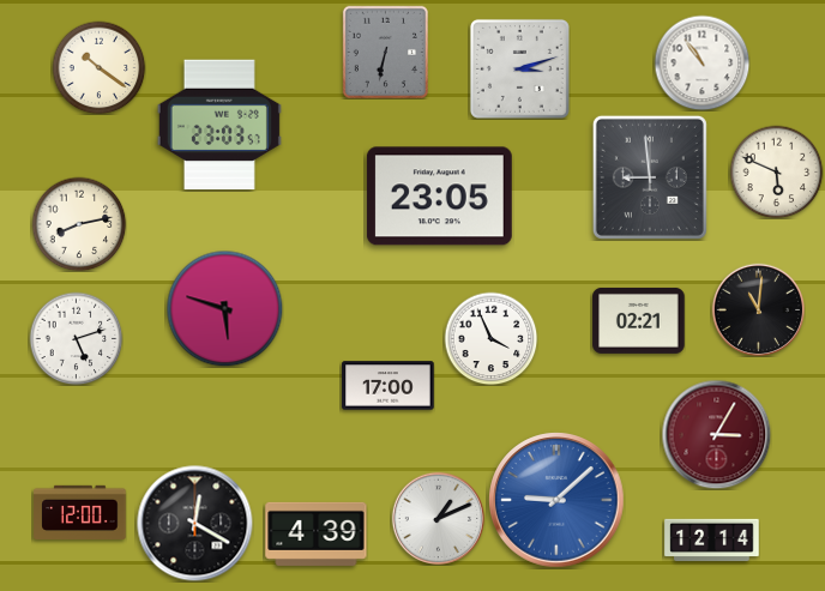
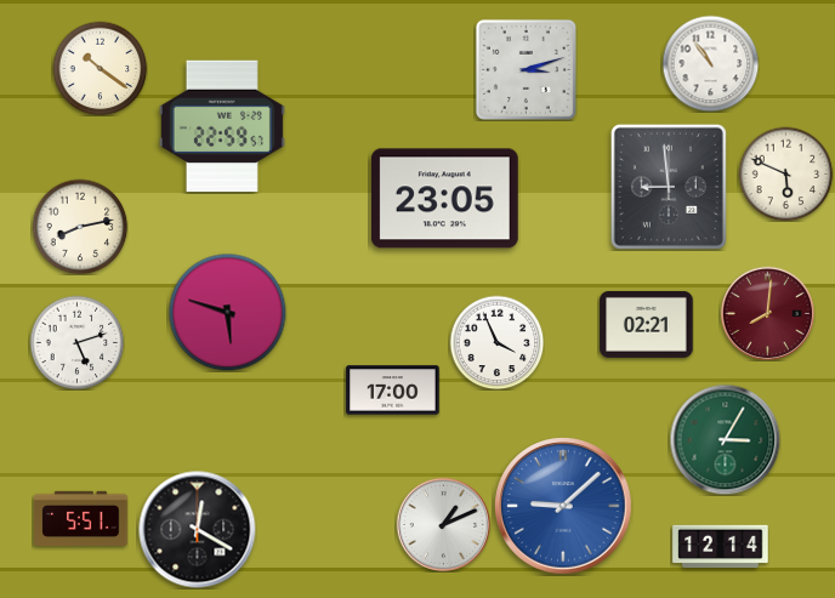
clock at (385, 52): 6:32 -> none
clock at (219, 125): 23:03 -> 22:59
clock at (650, 177) position: (650, 177) -> (669, 187)
clock at (758, 309): 11:01 -> 8:01
clock at (758, 309) dial: black -> burgundy
clock at (716, 434) dial: burgundy -> green
clock at (80, 512): 12:00 -> 5:51
clock at (317, 533): 4:39 -> none
